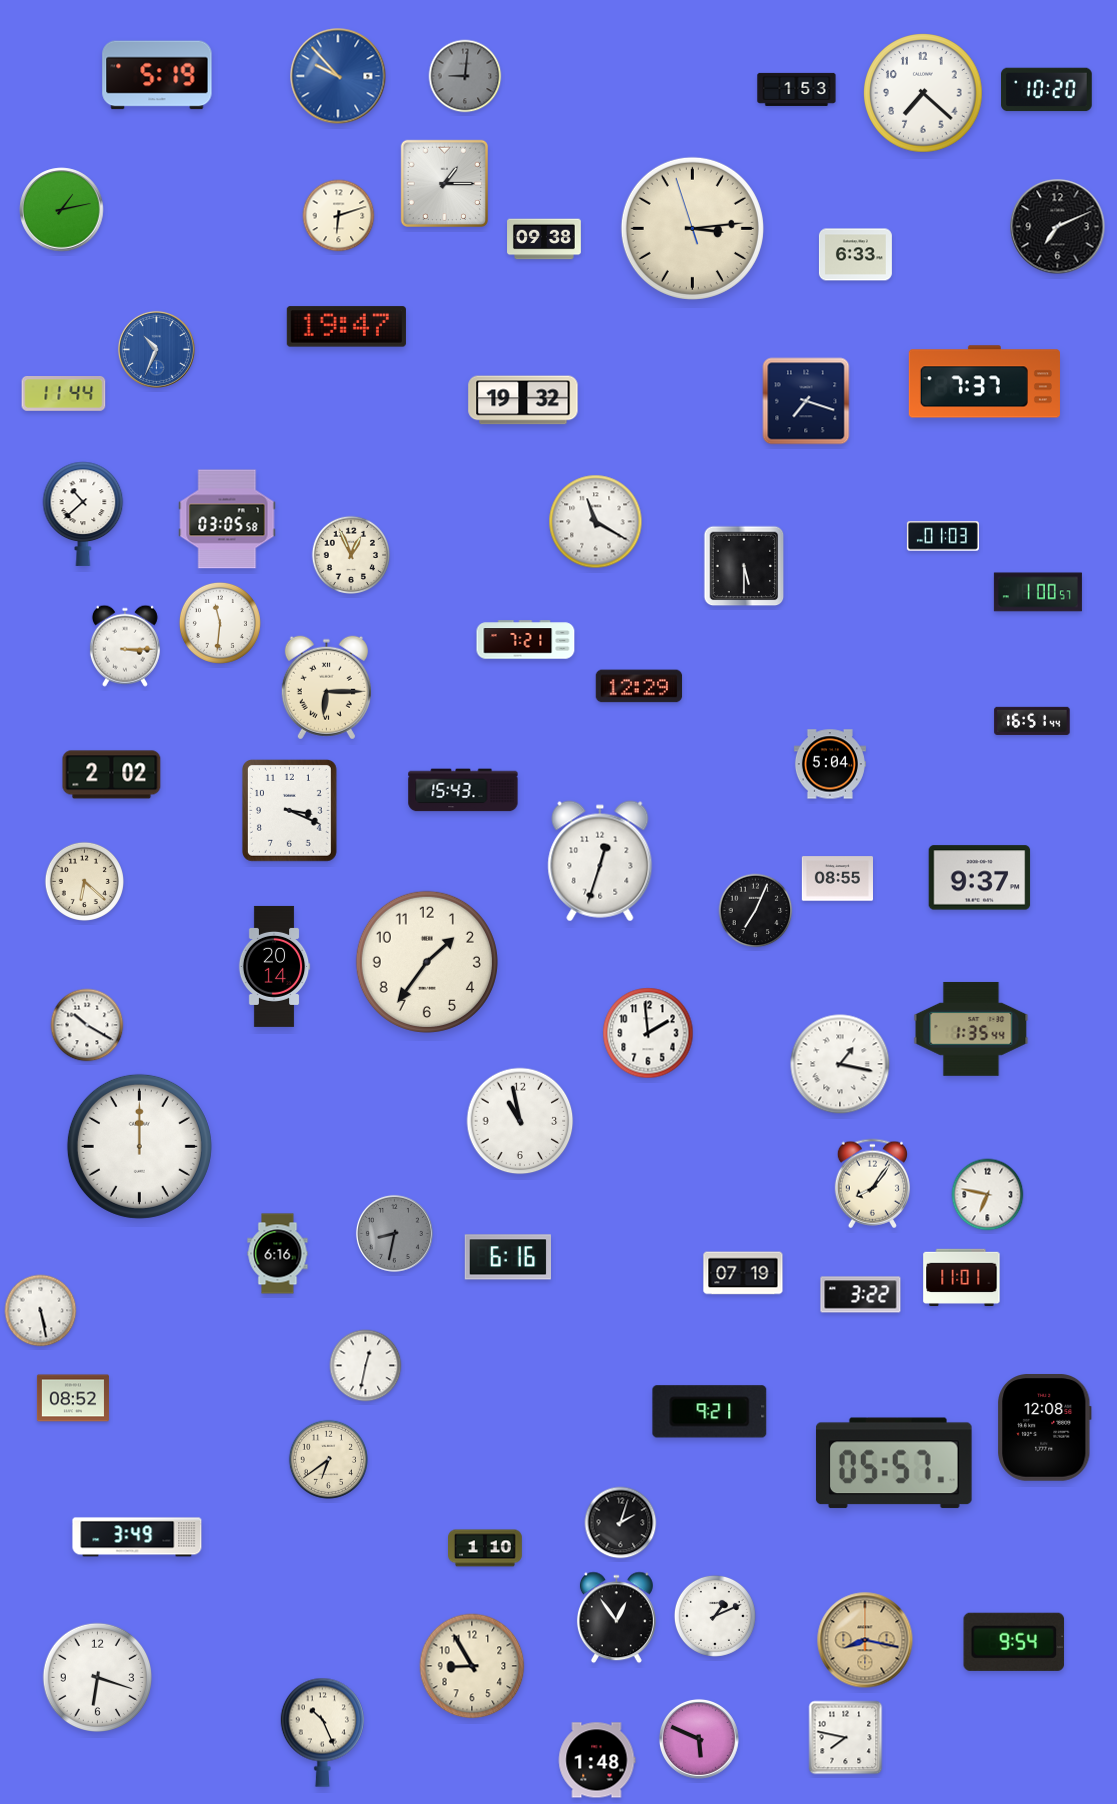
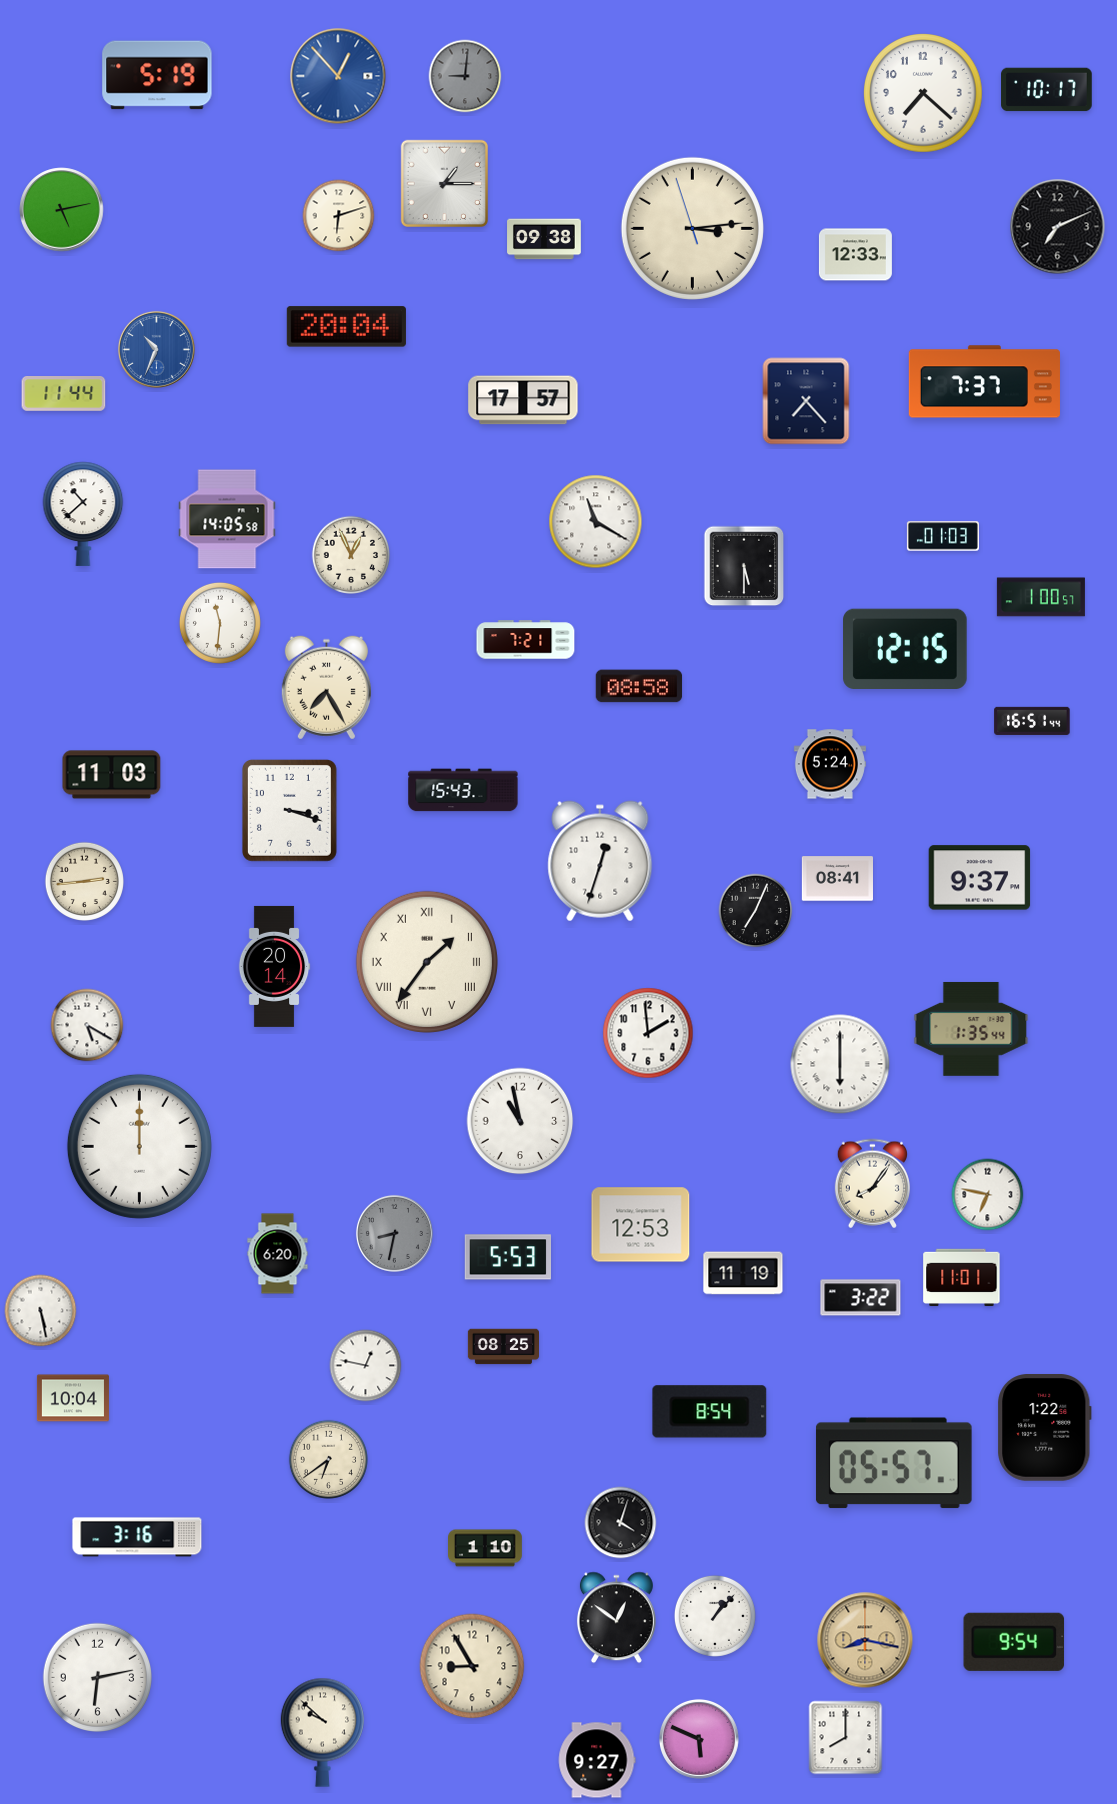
clock at (338, 76): 9:53 -> 12:53
clock at (797, 89): 1:53 -> none
clock at (1047, 90): 10:20 -> 10:17
clock at (62, 210): 1:13 -> 5:13
clock at (855, 255): 6:33 -> 12:33
clock at (346, 327): 19:47 -> 20:04
clock at (523, 400): 19:32 -> 17:57
clock at (806, 401): 7:18 -> 7:23
clock at (227, 519): 03:05 -> 14:05
clock at (1038, 592) position: (1038, 592) -> (1041, 597)
clock at (125, 646): 3:15 -> none
clock at (905, 648): none -> 12:15
clock at (639, 686): 12:29 -> 08:58
clock at (326, 688): 6:15 -> 7:25
clock at (830, 764): 5:04 -> 5:24
clock at (112, 775): 2:02 -> 11:03
clock at (289, 810): 3:19 -> 3:18
clock at (837, 879): 08:55 -> 08:41
clock at (84, 881): 6:22 -> 2:44
clock at (427, 962) numerals: Arabic -> Roman
clock at (87, 1025): 10:20 -> 5:20
clock at (840, 1064): 1:17 -> 6:00
clock at (641, 1225): none -> 12:53
clock at (278, 1254): 6:16 -> 6:20
clock at (507, 1257): 6:16 -> 5:53
clock at (743, 1273): 07:19 -> 11:19
clock at (861, 1295) position: (861, 1295) -> (861, 1298)
clock at (503, 1347): none -> 08:25
clock at (366, 1366): 12:32 -> 12:47
clock at (73, 1398): 08:52 -> 10:04
clock at (710, 1412): 9:21 -> 8:54
clock at (1045, 1428): 12:08 -> 1:22
clock at (621, 1523): 2:03 -> 4:03
clock at (137, 1537): 3:49 -> 3:16
clock at (715, 1616): 1:11 -> 1:07
clock at (616, 1618): 12:54 -> 12:51
clock at (97, 1677): 6:18 -> 6:13
clock at (322, 1732): 10:26 -> 9:52
clock at (846, 1738): 7:47 -> 8:00
clock at (597, 1760): 1:48 -> 9:27
